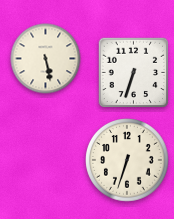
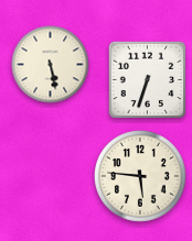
clock at (128, 161): 6:33 -> 5:46
